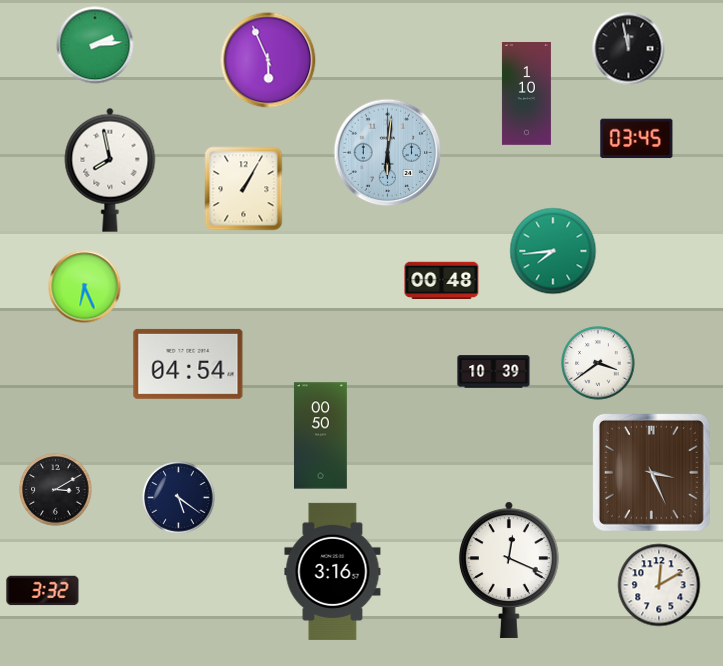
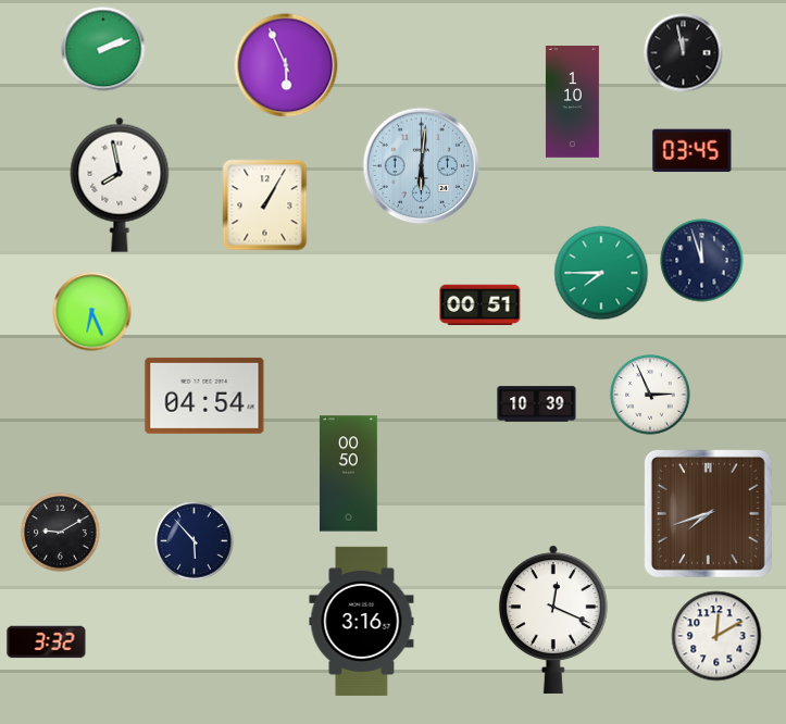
clock at (95, 45): 2:14 -> 2:12
clock at (268, 60) position: (268, 60) -> (286, 65)
clock at (702, 261): none -> 11:57
clock at (553, 251): 7:44 -> 7:45
clock at (442, 281): 00:48 -> 00:51
clock at (598, 363): 3:39 -> 2:56
clock at (651, 472): 3:26 -> 7:42
clock at (56, 490): 3:10 -> 9:10
clock at (179, 498): 5:21 -> 5:53
